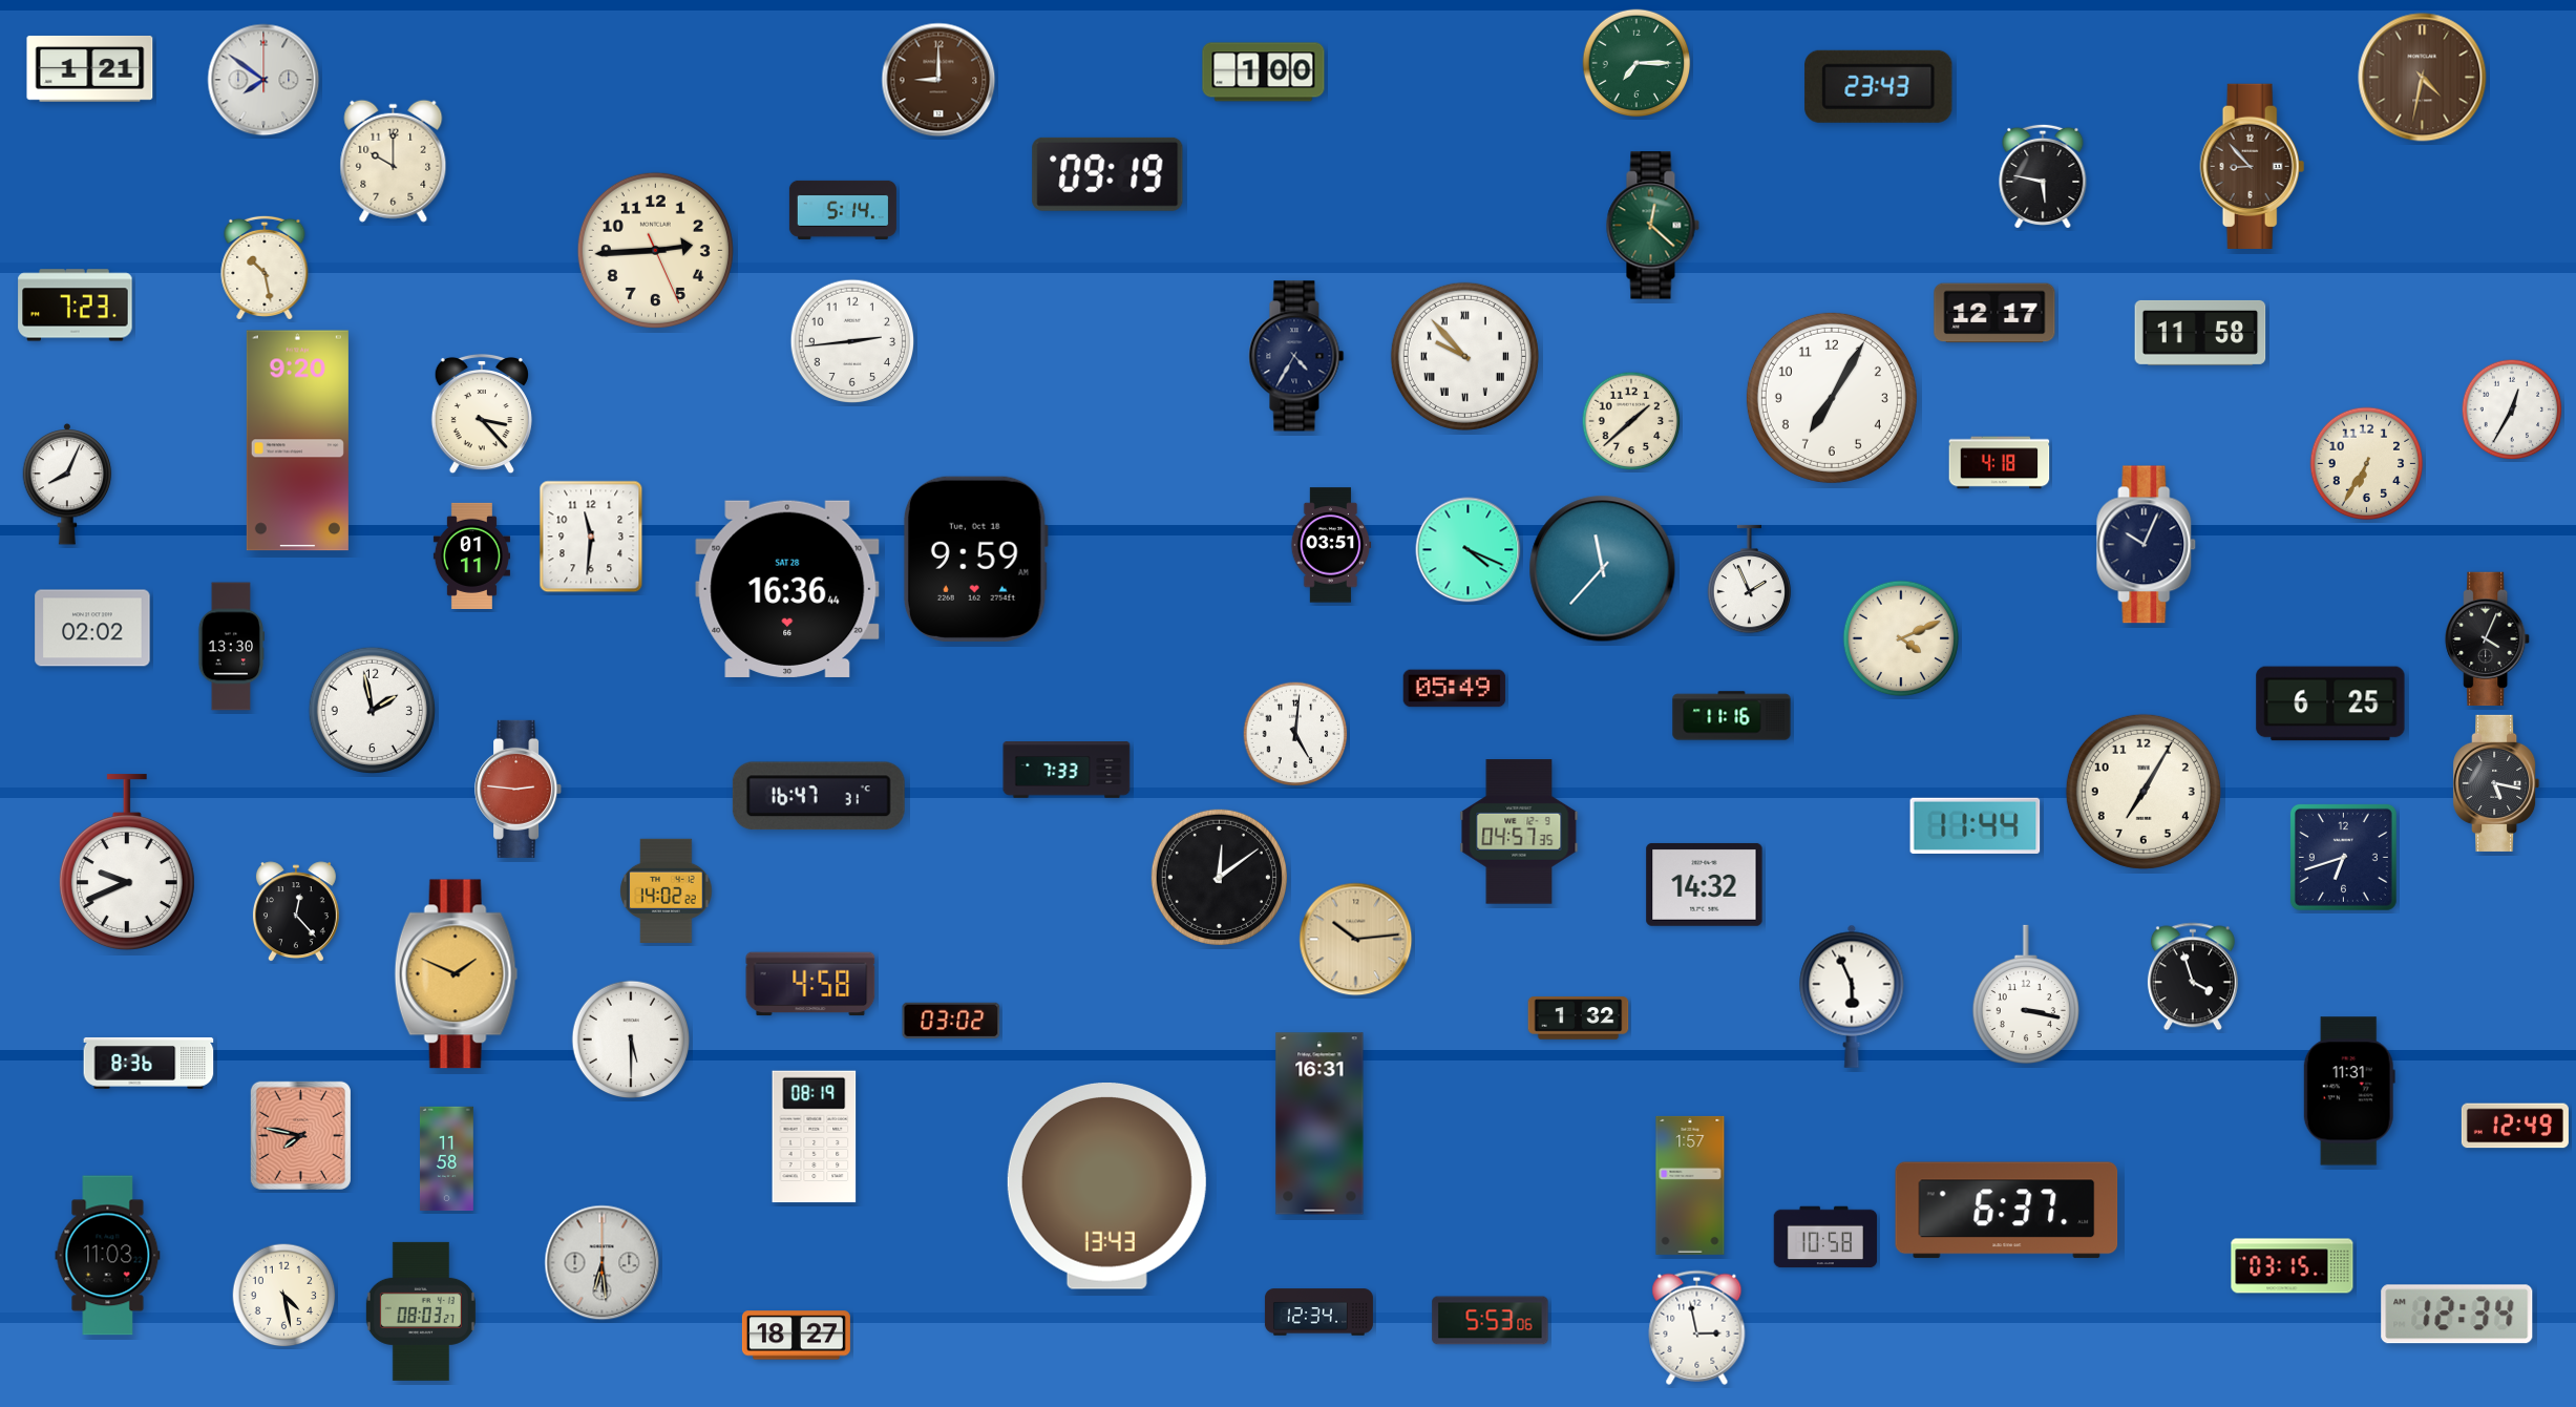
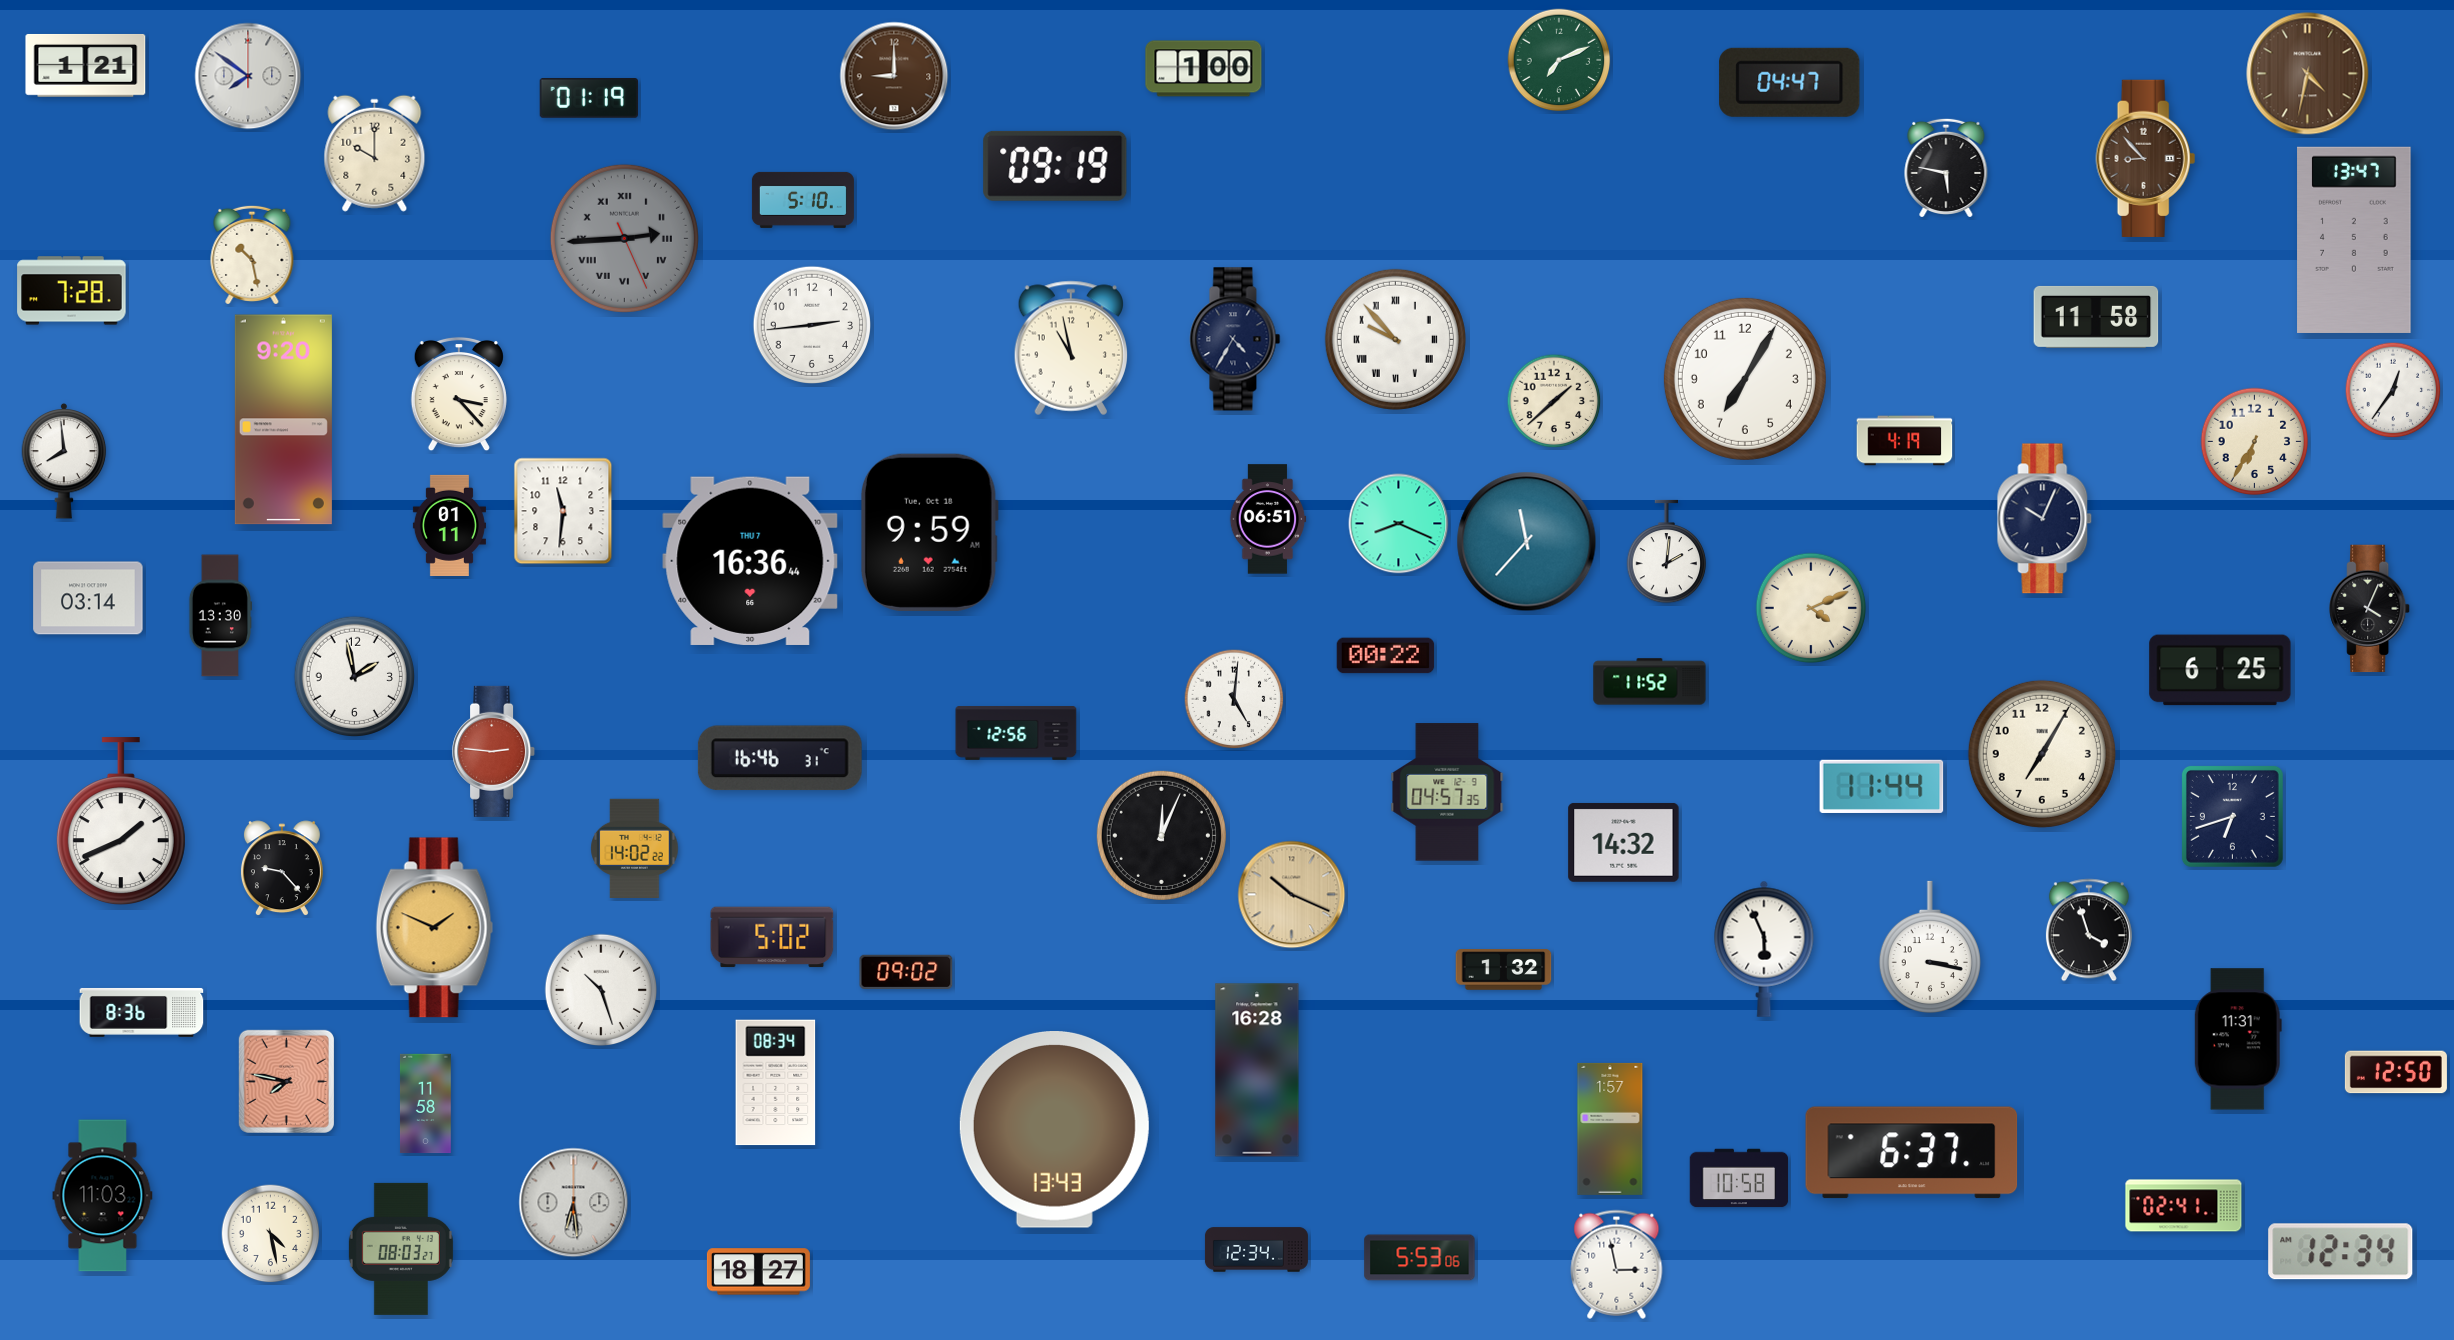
clock at (1637, 63): 7:15 -> 7:11
clock at (263, 80) position: (263, 80) -> (248, 76)
clock at (1879, 86): 23:43 -> 04:47
clock at (588, 99): none -> 01:19
clock at (843, 210): 5:14 -> 5:10
clock at (1652, 226): 12:22 -> none
clock at (655, 250) dial: cream -> grey
clock at (655, 250) numerals: Arabic -> Roman
clock at (2354, 240): none -> 13:47
clock at (76, 306): 7:23 -> 7:28
clock at (1994, 313): 12:17 -> none
clock at (1070, 348): none -> 10:58
clock at (2512, 409): 12:35 -> 12:36
clock at (2000, 463): 4:18 -> 4:19
clock at (67, 484): 8:04 -> 7:59
clock at (1331, 545): 03:51 -> 06:51
clock at (1469, 550): 4:19 -> 8:19
clock at (471, 555) position: (471, 555) -> (449, 525)
clock at (1750, 580): 1:56 -> 2:01
clock at (787, 589) date: SAT 28 -> THU 7
clock at (92, 628): 02:02 -> 03:14
clock at (1455, 689): 05:49 -> 00:22
clock at (1732, 716): 11:16 -> 11:52
clock at (1067, 770): 7:33 -> 12:56
clock at (2496, 783): 5:17 -> none
clock at (819, 796): 16:47 -> 16:46
clock at (127, 863): 9:41 -> 1:41
clock at (1219, 877): 12:09 -> 12:04
clock at (296, 912): 12:23 -> 9:23
clock at (1356, 940): 10:14 -> 10:19
clock at (810, 984): 4:58 -> 5:02
clock at (951, 1021): 03:02 -> 09:02
clock at (631, 1039): 5:30 -> 10:27
clock at (1319, 1123): 16:31 -> 16:28
clock at (2515, 1126): 12:49 -> 12:50
clock at (815, 1137): 08:19 -> 08:34
clock at (2293, 1266): 03:15 -> 02:41
